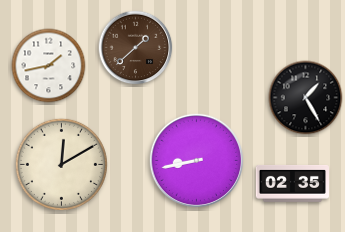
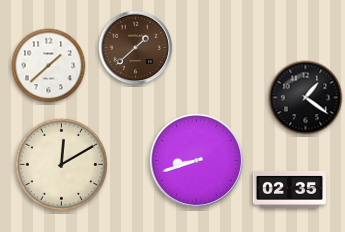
clock at (49, 66): 1:43 -> 1:38
clock at (306, 98): 1:25 -> 1:21
clock at (196, 160): 8:43 -> 8:42
clock at (292, 183) position: (292, 183) -> (289, 189)
